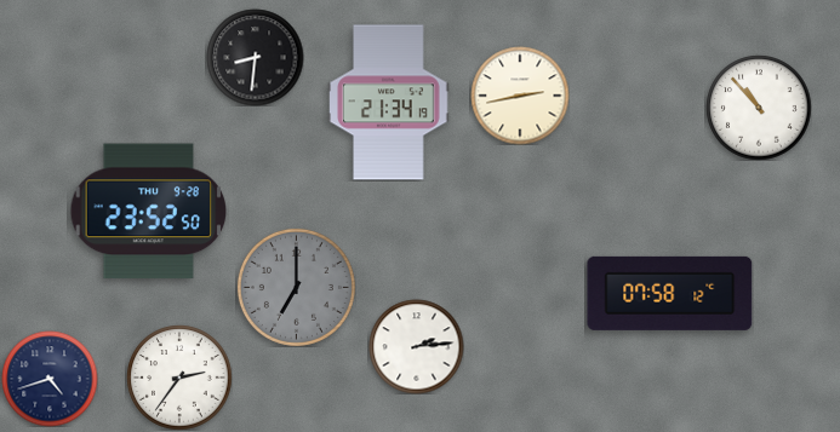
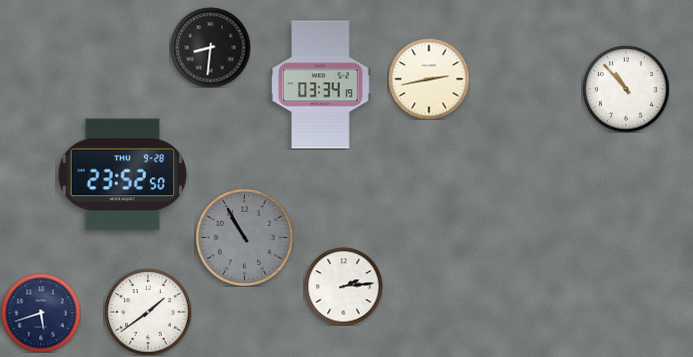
clock at (389, 103): 21:34 -> 03:34
clock at (296, 287): 7:00 -> 10:55
clock at (670, 293): 07:58 -> none
clock at (179, 378): 2:36 -> 1:39
clock at (50, 379): 4:42 -> 5:42
